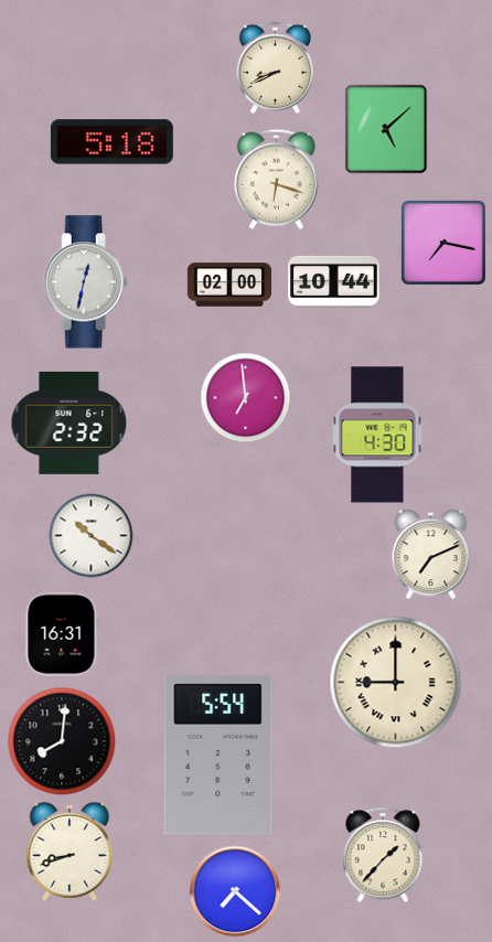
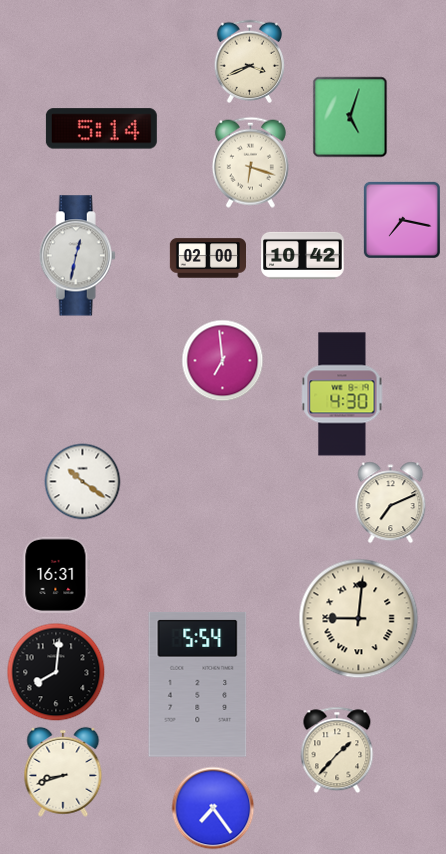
clock at (276, 67): 8:41 -> 3:41
clock at (386, 129): 5:08 -> 5:03
clock at (111, 142): 5:18 -> 5:14
clock at (334, 281): 10:44 -> 10:42
clock at (69, 422): 2:32 -> none
clock at (92, 536) position: (92, 536) -> (83, 482)
clock at (396, 683): 9:00 -> 9:01
clock at (383, 855) position: (383, 855) -> (337, 750)
clock at (235, 891): 7:22 -> 7:24
